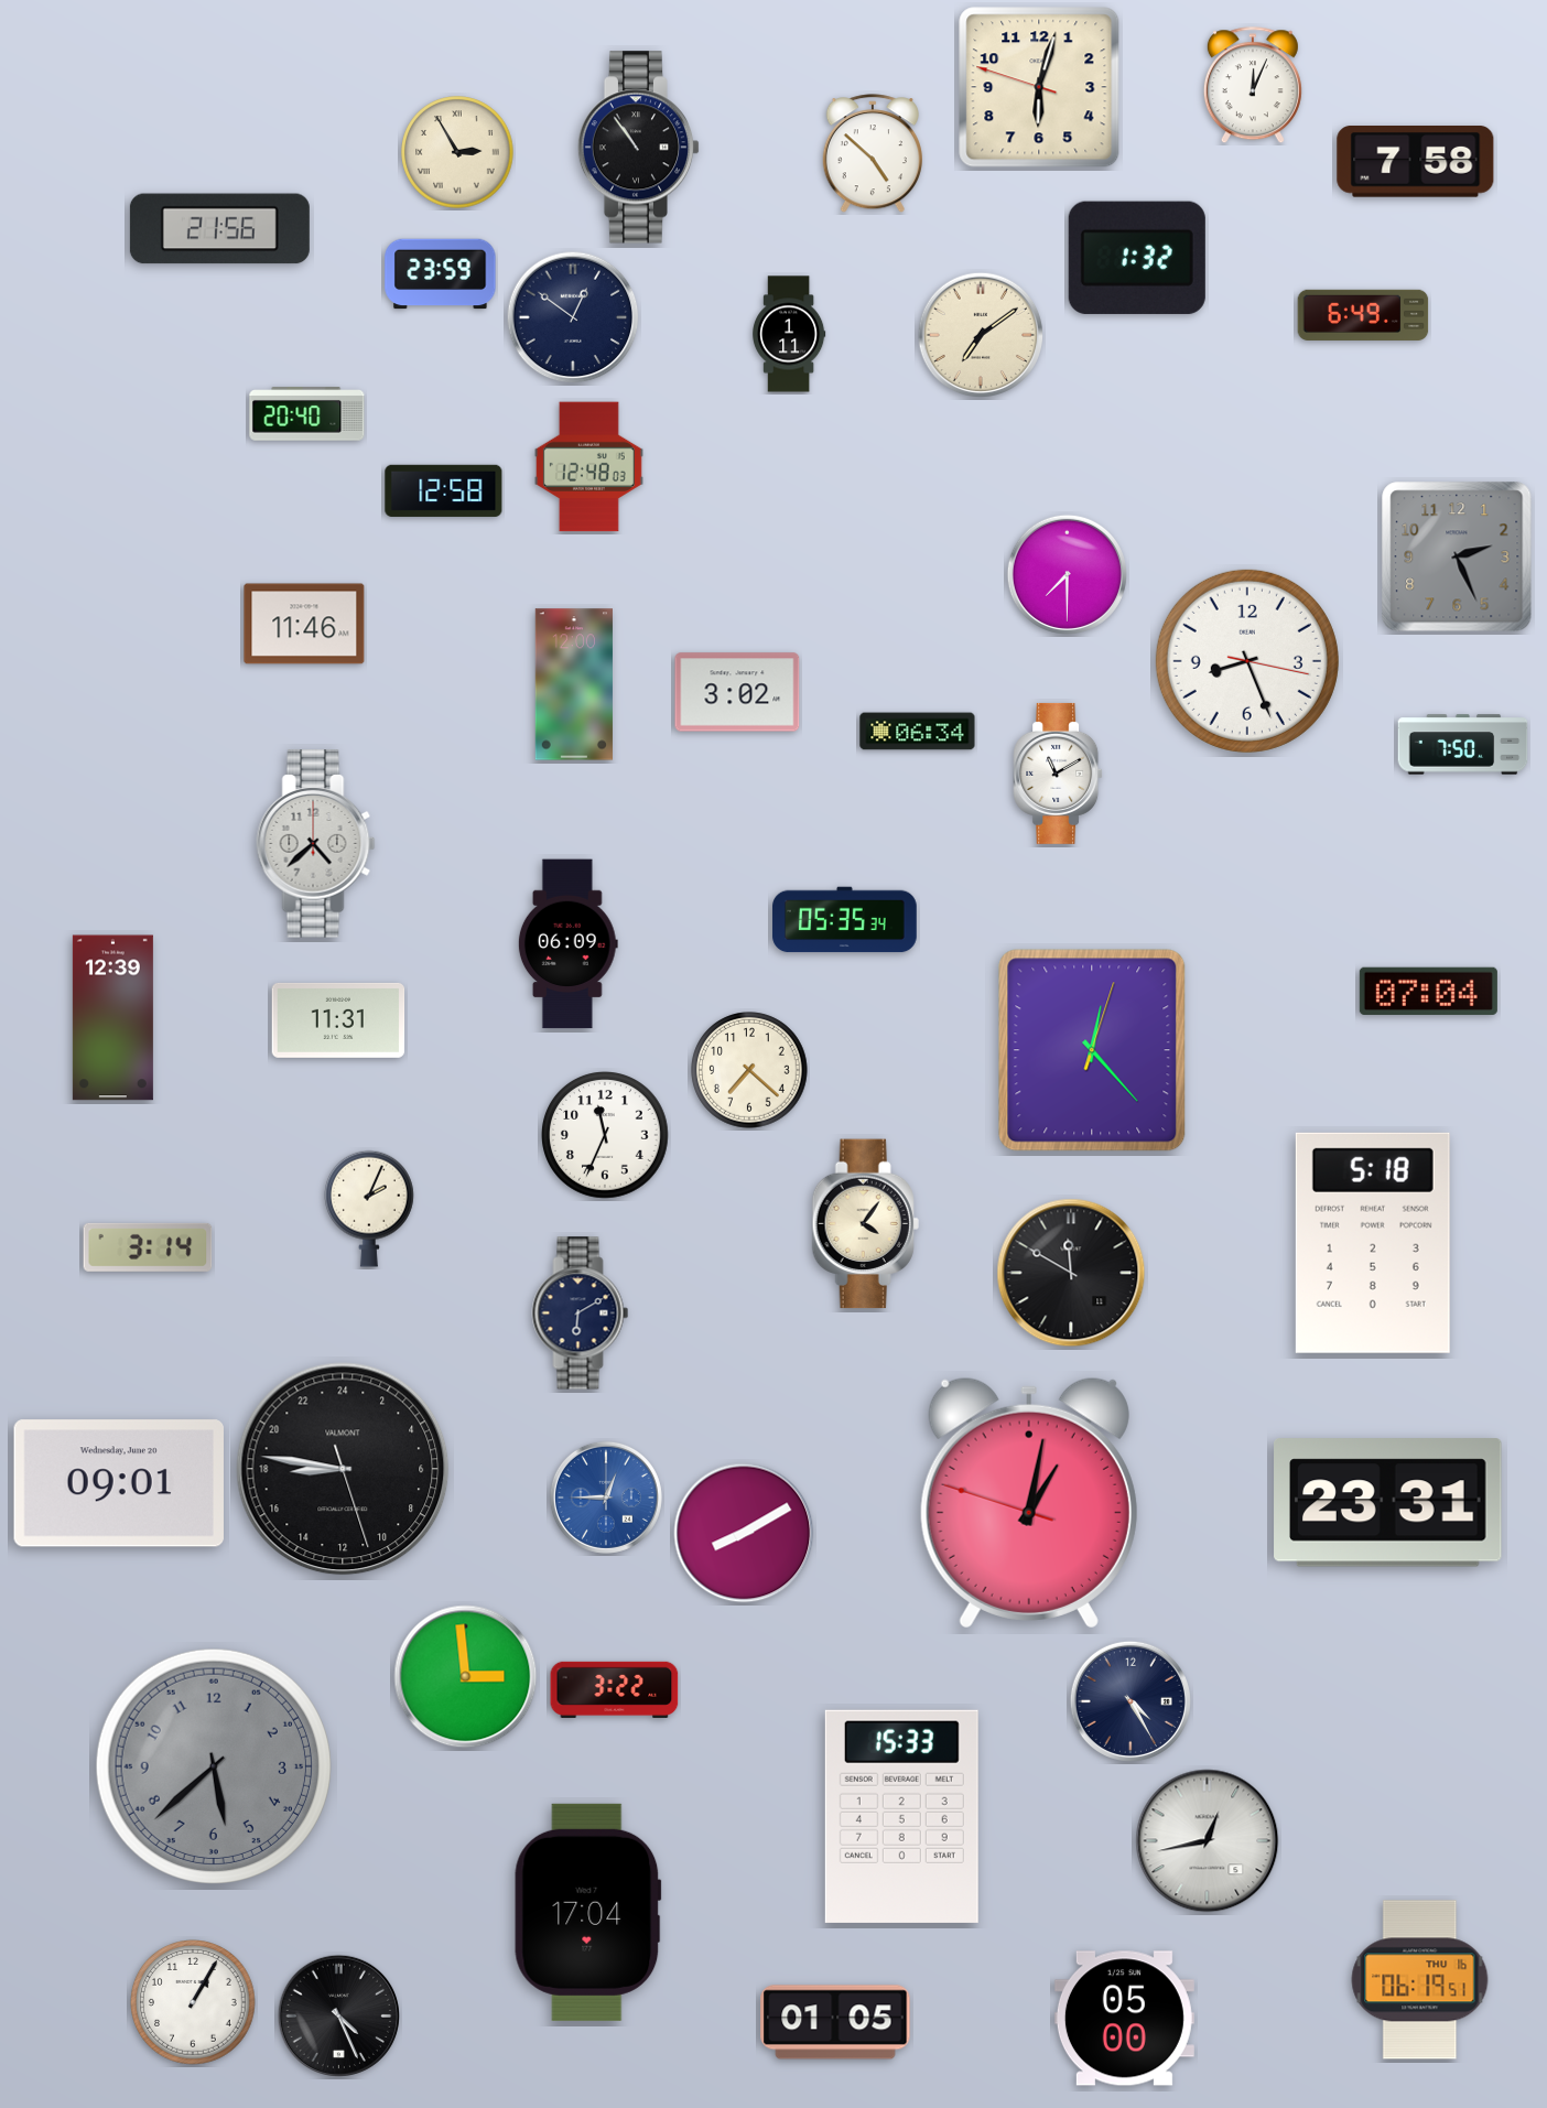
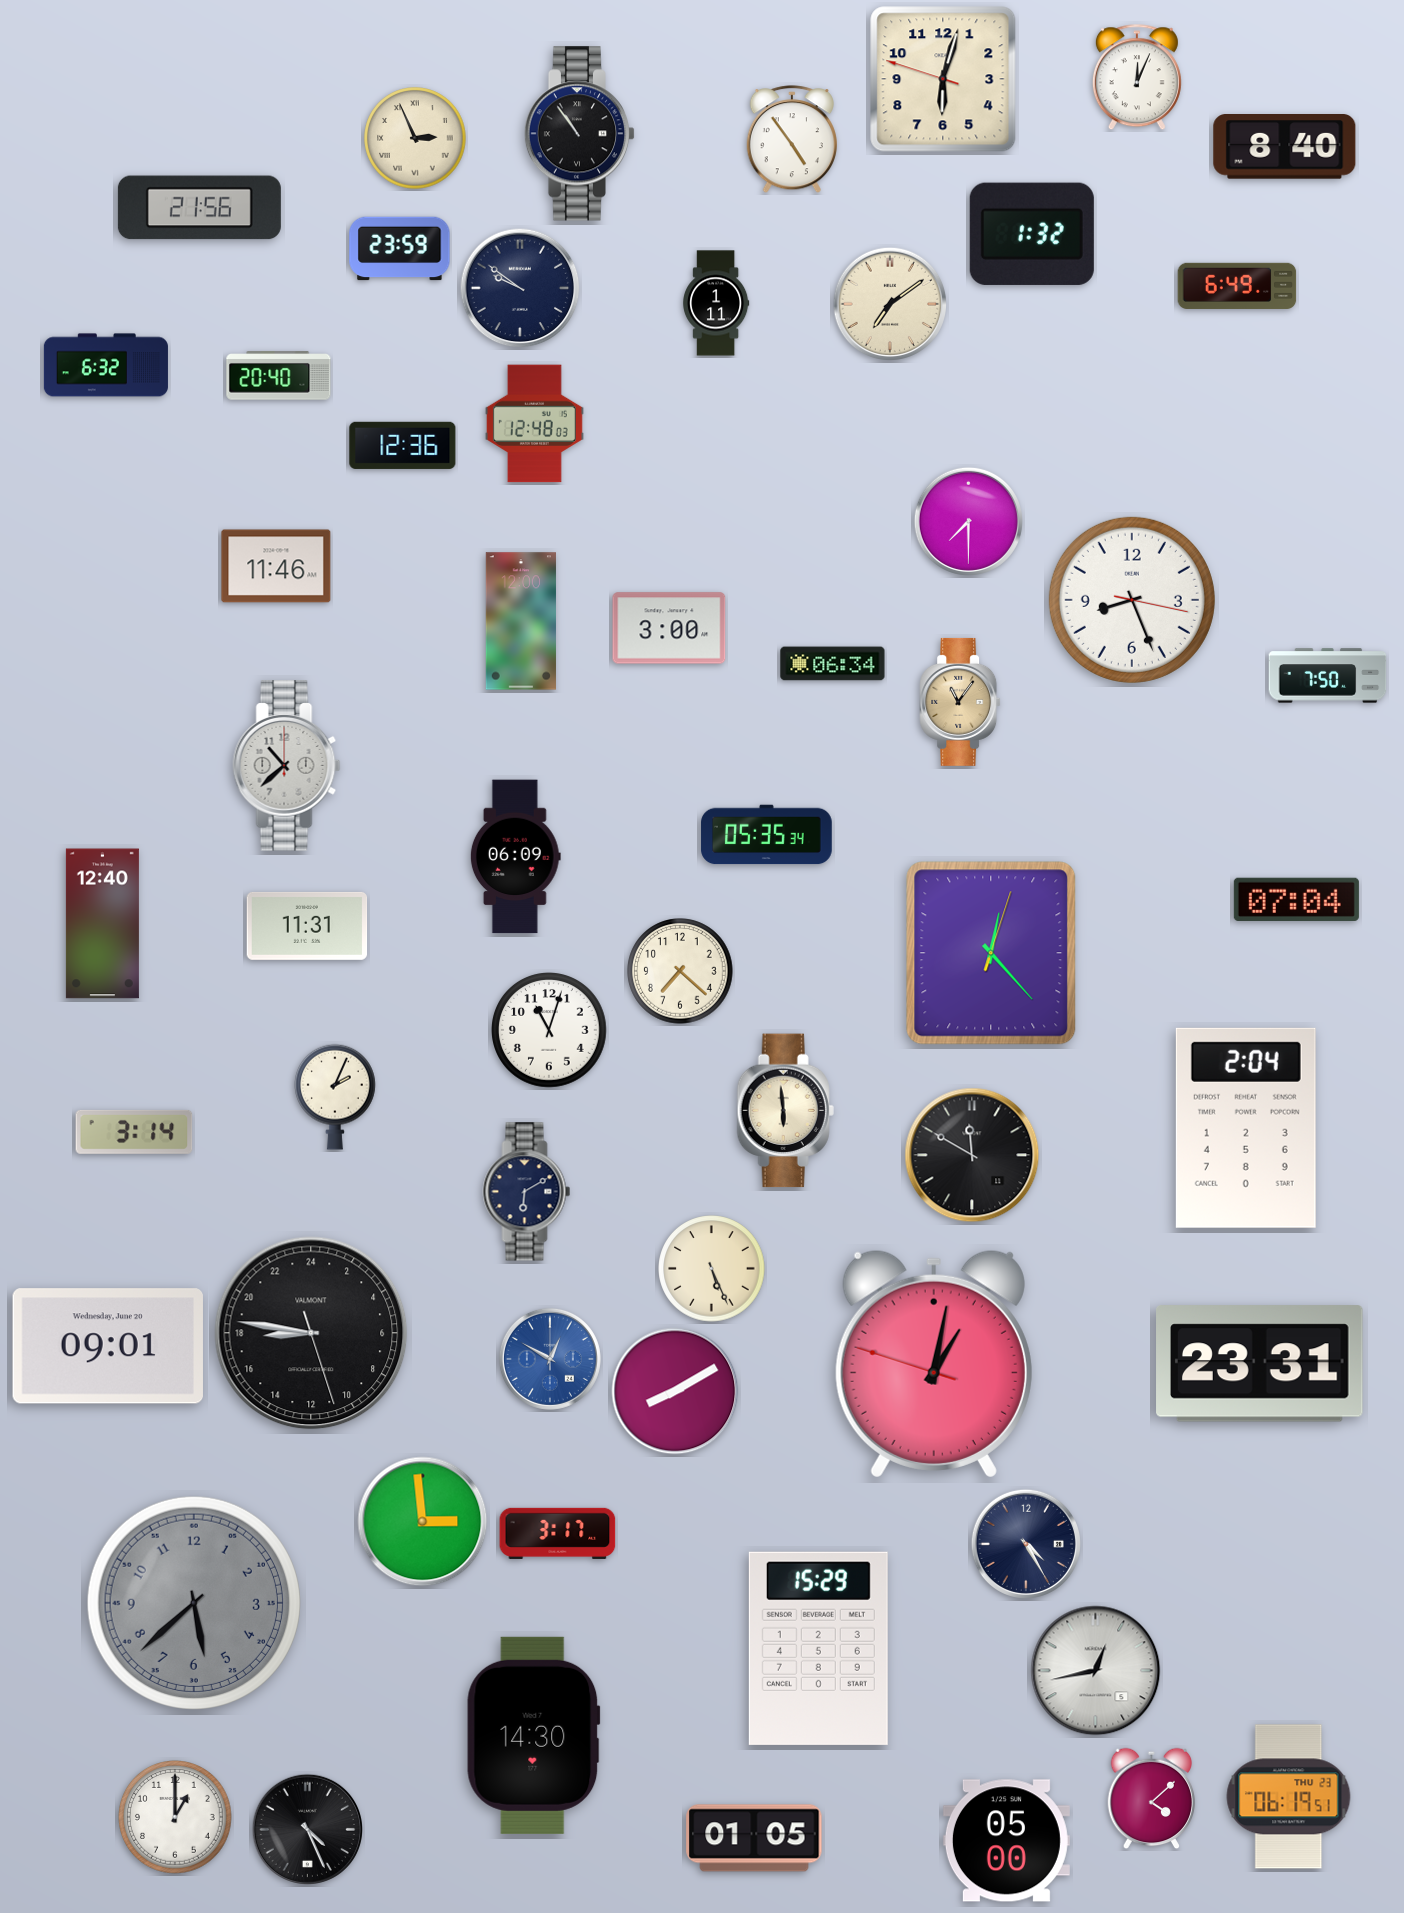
clock at (457, 152): 2:55 -> 2:56
clock at (873, 154): 4:52 -> 4:54
clock at (1416, 162): 7:58 -> 8:40
clock at (573, 317): 12:51 -> 9:51
clock at (106, 365): none -> 6:32
clock at (444, 490): 12:58 -> 12:36
clock at (1457, 556): 2:26 -> none
clock at (737, 692): 3:02 -> 3:00
clock at (1058, 774): 11:10 -> 11:06
clock at (1058, 774) dial: white -> champagne
clock at (316, 844): 4:38 -> 10:38
clock at (112, 1018): 12:39 -> 12:40
clock at (606, 1136): 11:34 -> 11:03
clock at (865, 1224): 4:06 -> 5:59
clock at (1373, 1243): 5:18 -> 2:04
clock at (712, 1269): none -> 5:26
clock at (606, 1498): 12:45 -> 12:50
clock at (615, 1689): 3:22 -> 3:17
clock at (901, 1816): 15:33 -> 15:29
clock at (588, 1912): 17:04 -> 14:30
clock at (1420, 1980) date: THU 16 -> THU 23
clock at (1152, 1799): none -> 4:08
clock at (194, 2003): 1:05 -> 1:00
clock at (1124, 2019) position: (1124, 2019) -> (1006, 1841)
clock at (835, 2022) position: (835, 2022) -> (754, 1838)
